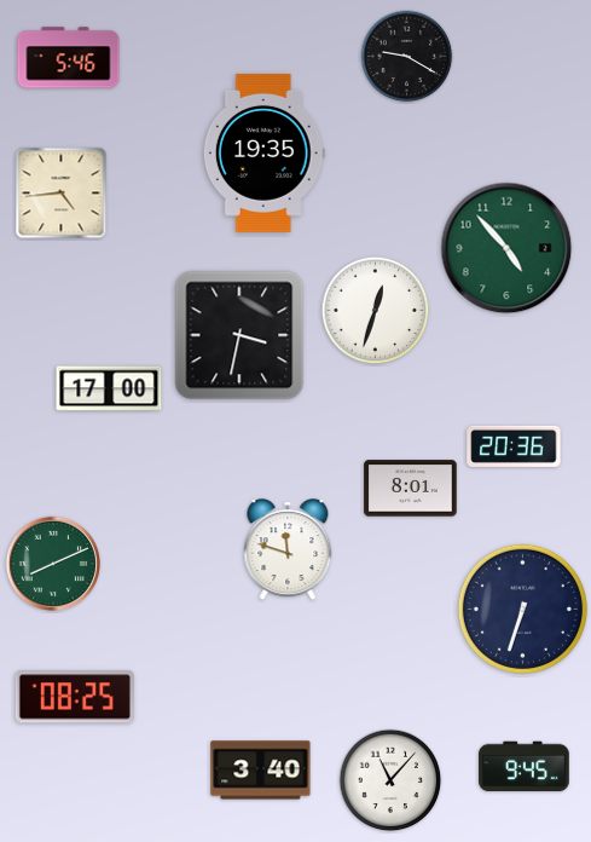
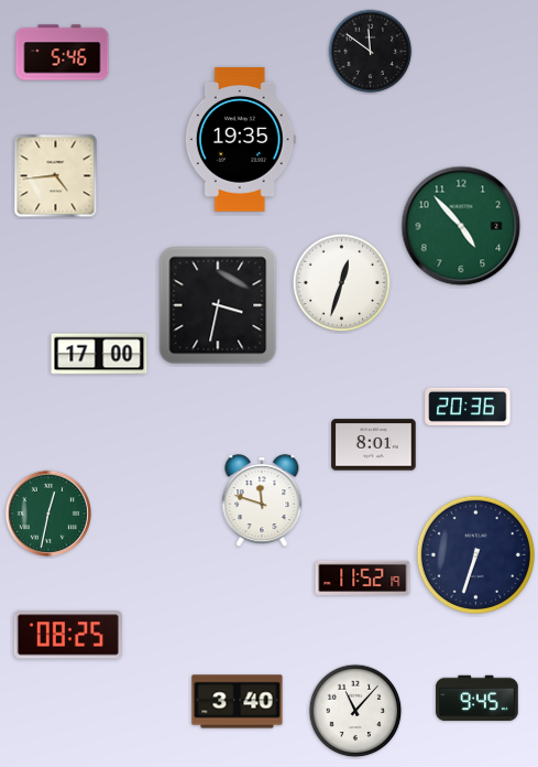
clock at (407, 57): 9:20 -> 11:51
clock at (53, 564): 8:11 -> 12:32
clock at (363, 579): none -> 11:52
